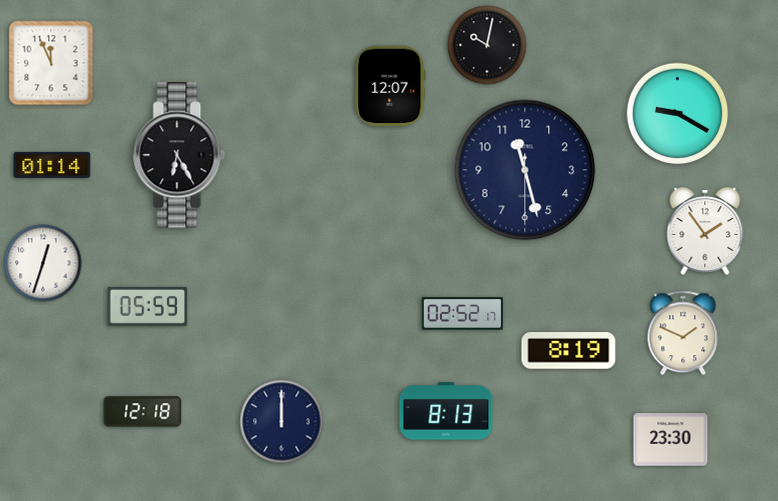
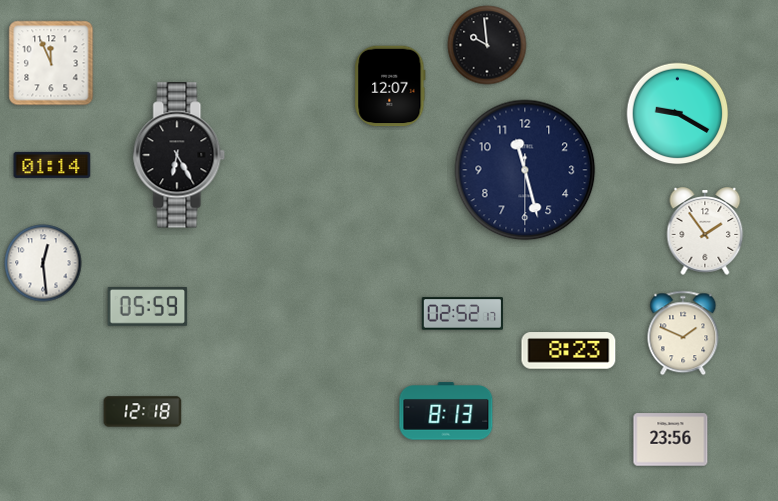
clock at (487, 45): 10:02 -> 9:59
clock at (43, 263): 12:33 -> 12:29
clock at (569, 351): 8:19 -> 8:23
clock at (282, 422): 12:00 -> none
clock at (671, 440): 23:30 -> 23:56
